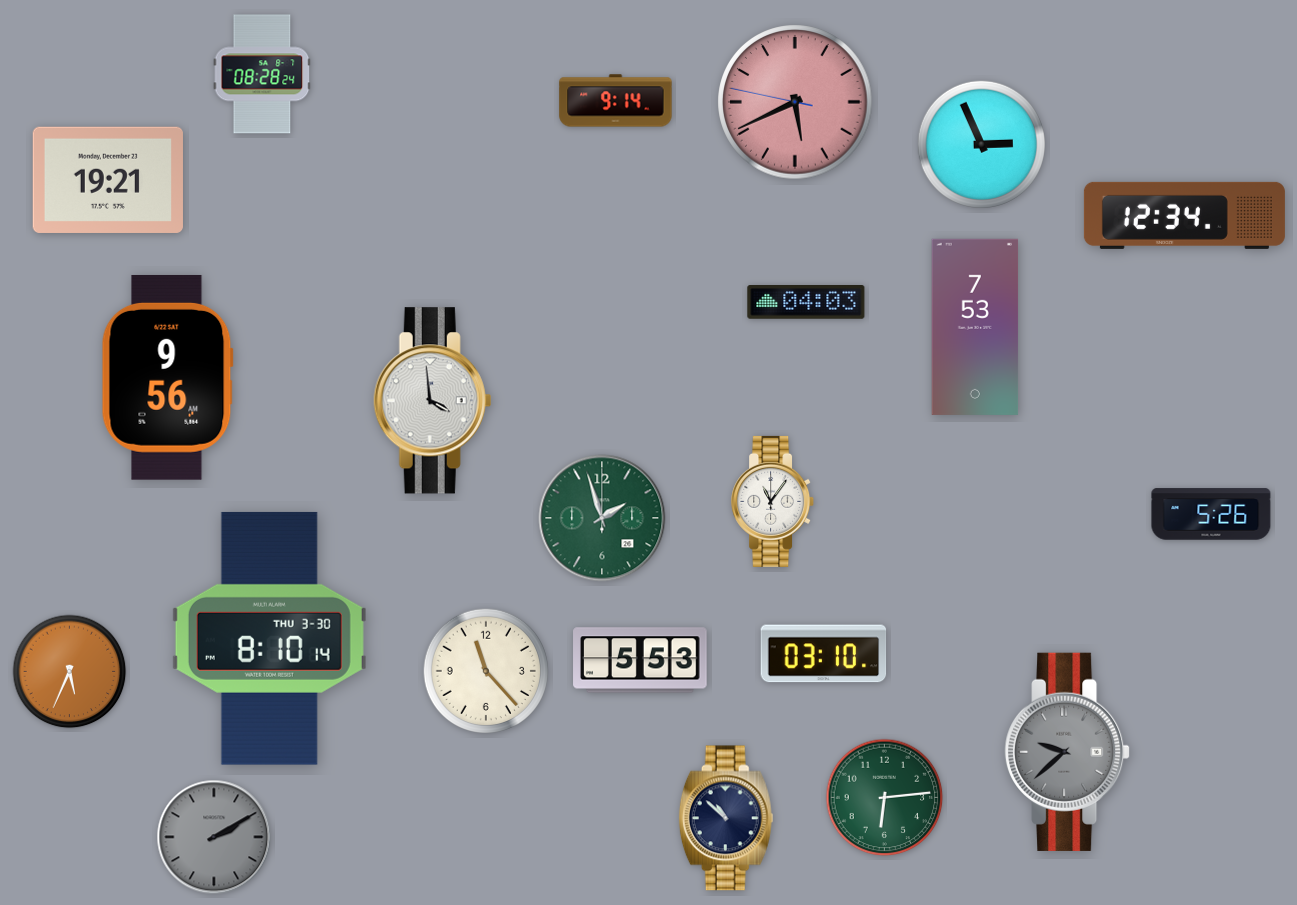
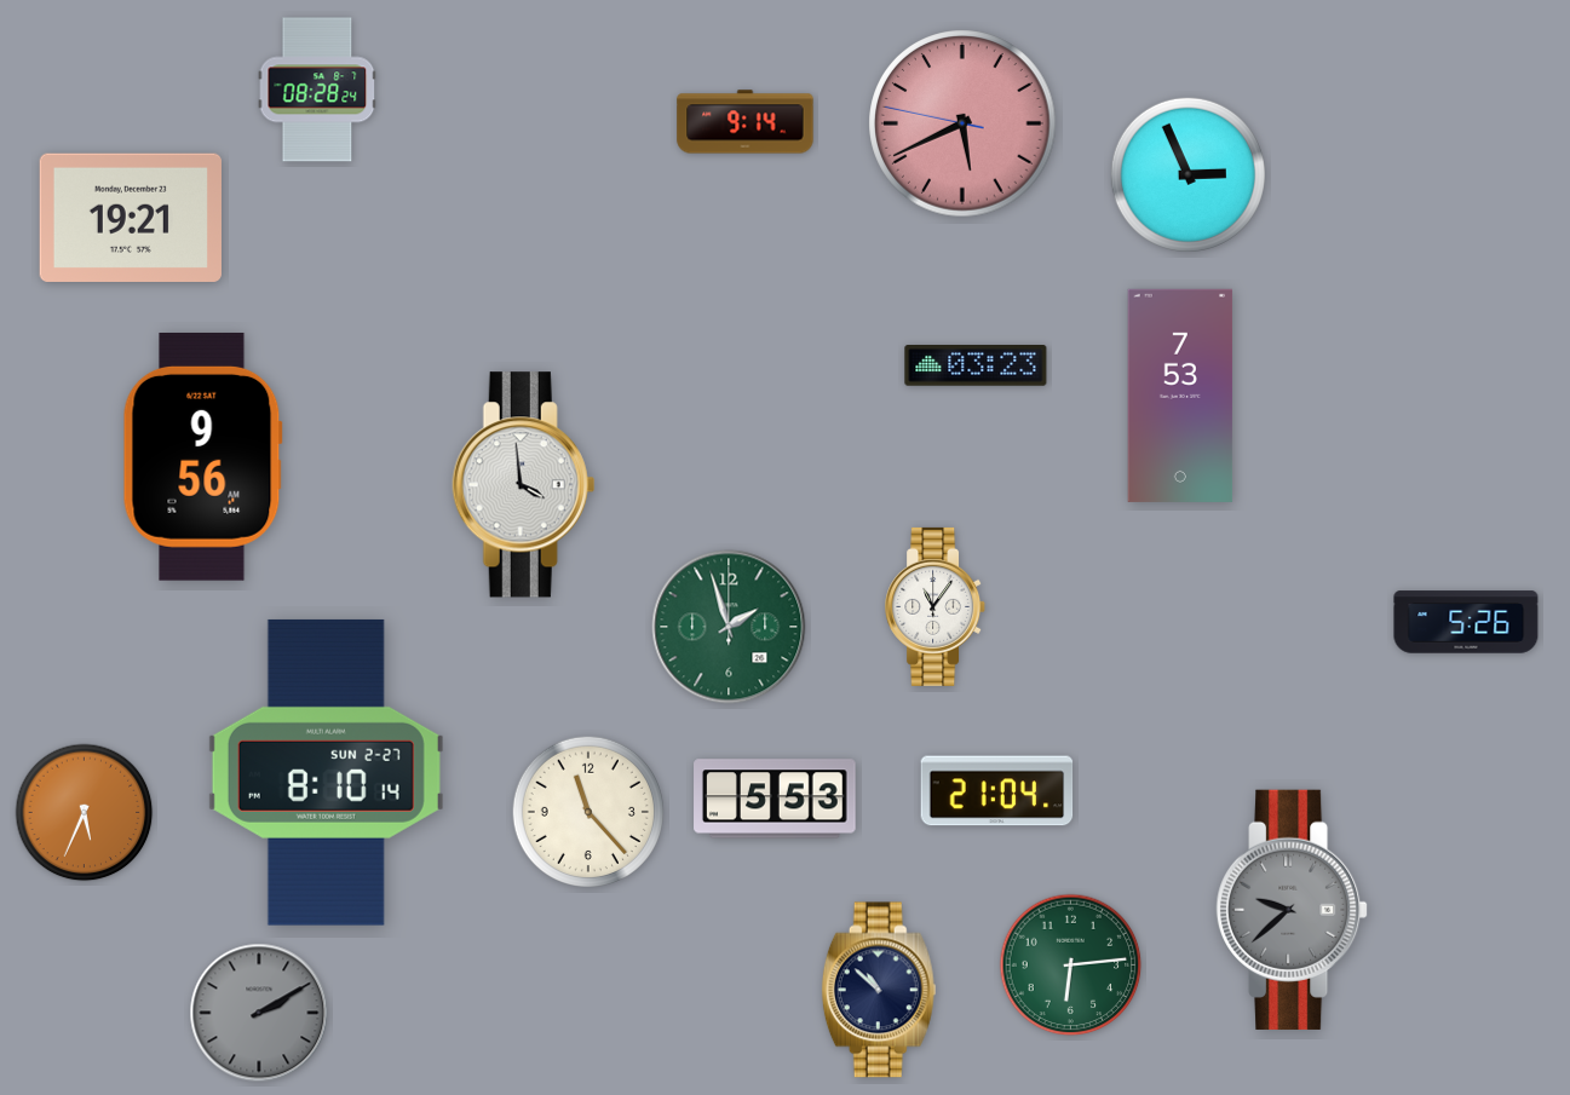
clock at (1184, 215): 12:34 -> none
clock at (806, 302): 04:03 -> 03:23
clock at (269, 638) date: THU 3-30 -> SUN 2-27
clock at (824, 654): 03:10 -> 21:04
